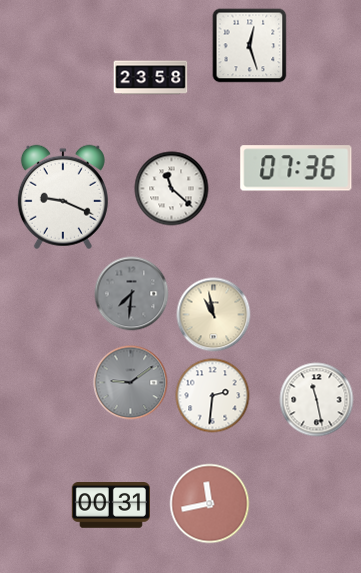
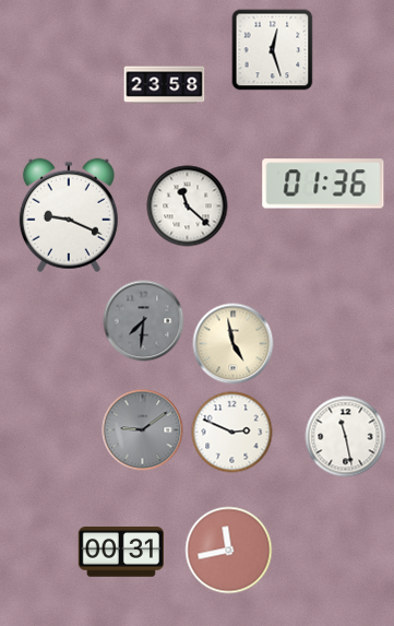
clock at (296, 168): 07:36 -> 01:36
clock at (214, 315): 10:58 -> 4:58
clock at (131, 383) position: (131, 383) -> (143, 430)
clock at (213, 396): 2:31 -> 2:49
